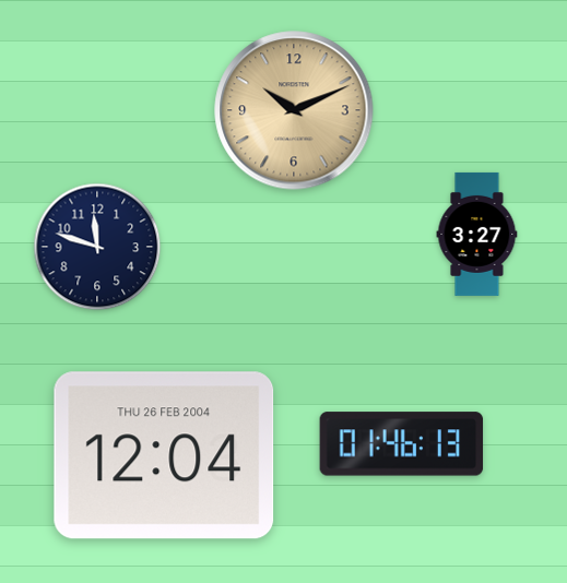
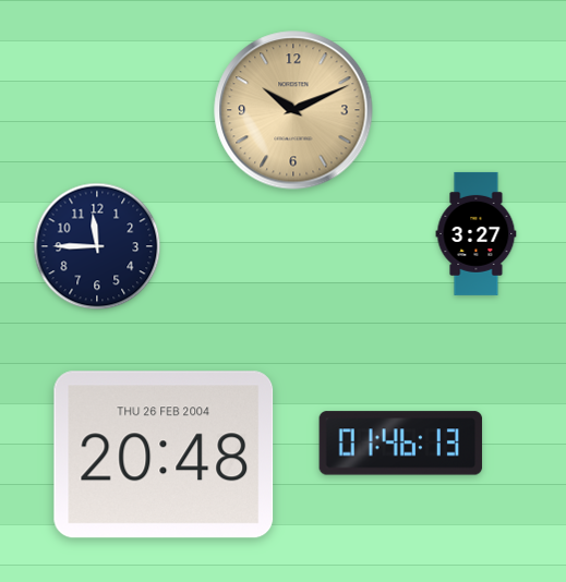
clock at (97, 247): 11:48 -> 11:45
clock at (164, 455): 12:04 -> 20:48
